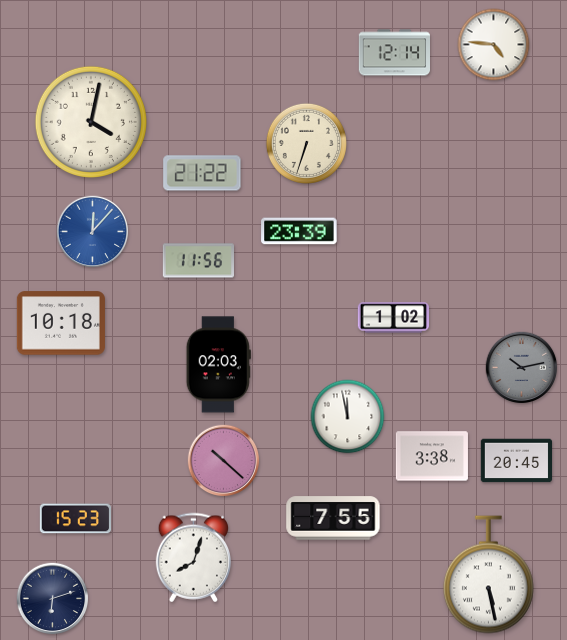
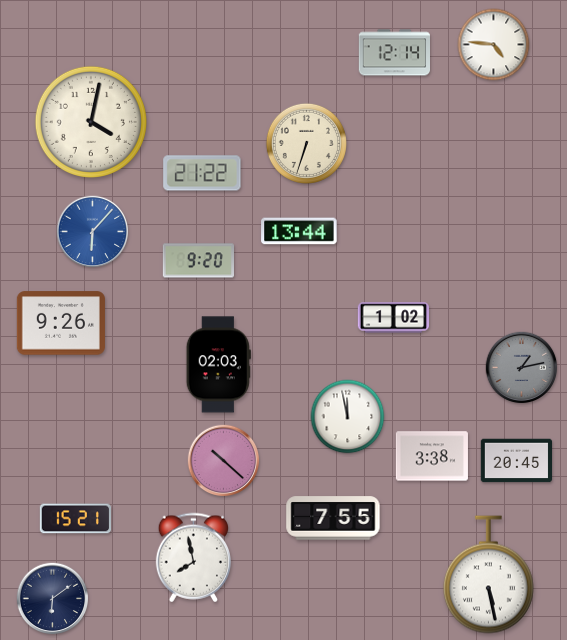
clock at (299, 231): 23:39 -> 13:44
clock at (93, 232): 12:07 -> 6:07
clock at (198, 261): 11:56 -> 9:20
clock at (61, 323): 10:18 -> 9:26
clock at (522, 368): 10:13 -> 1:13
clock at (75, 519): 15:23 -> 15:21
clock at (193, 558): 8:03 -> 7:58
clock at (53, 599): 6:12 -> 6:09
